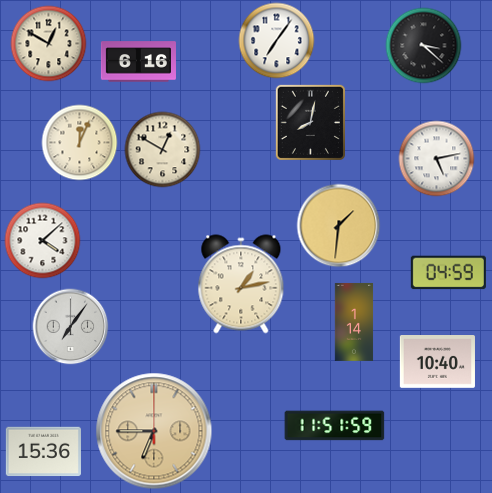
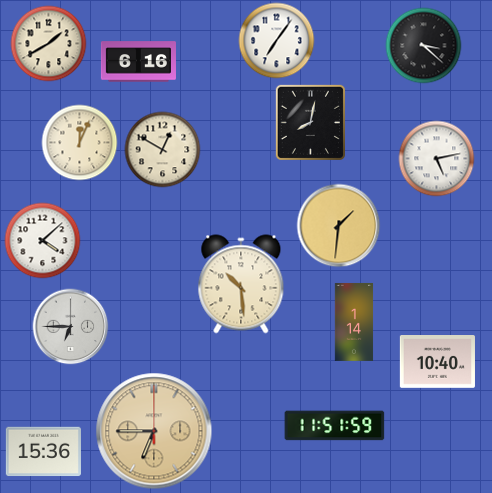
clock at (49, 44): 12:50 -> 1:40
clock at (448, 273): 04:59 -> none
clock at (241, 284): 1:13 -> 10:29
clock at (71, 327): 7:06 -> 6:45
